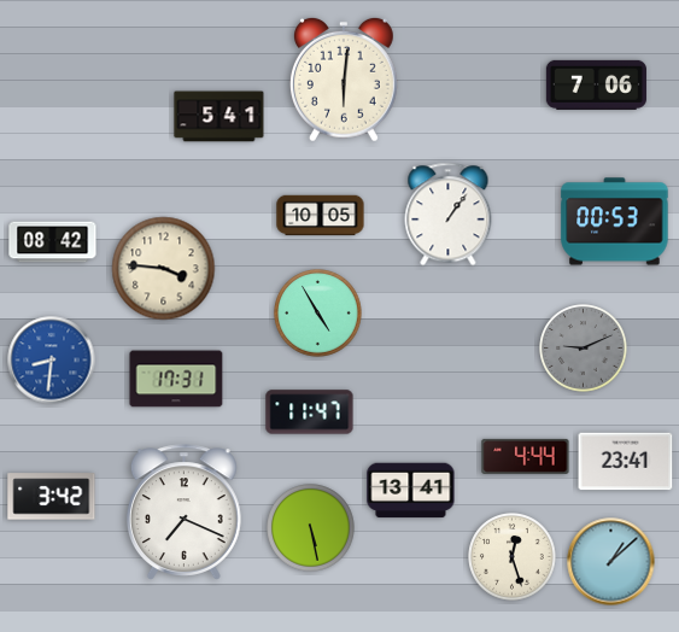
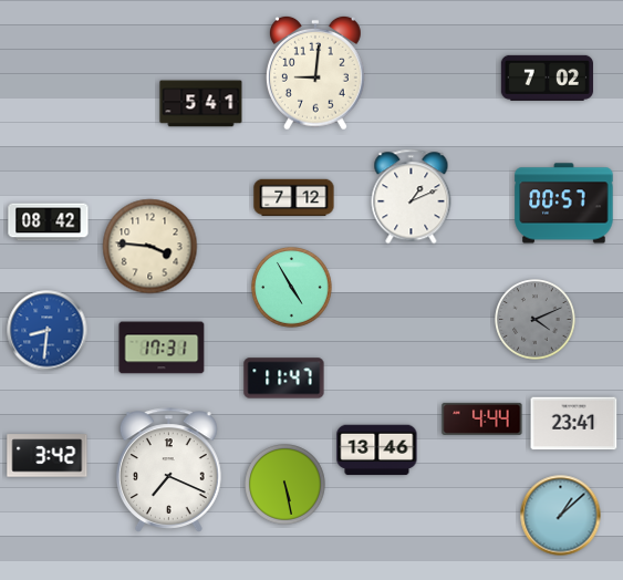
clock at (344, 80): 6:01 -> 9:01
clock at (596, 84): 7:06 -> 7:02
clock at (219, 117) position: (219, 117) -> (201, 104)
clock at (449, 215): 1:06 -> 1:11
clock at (321, 216): 10:05 -> 7:12
clock at (615, 222): 00:53 -> 00:57
clock at (584, 349): 9:11 -> 4:11
clock at (411, 491): 13:41 -> 13:46
clock at (513, 557): 12:27 -> none
